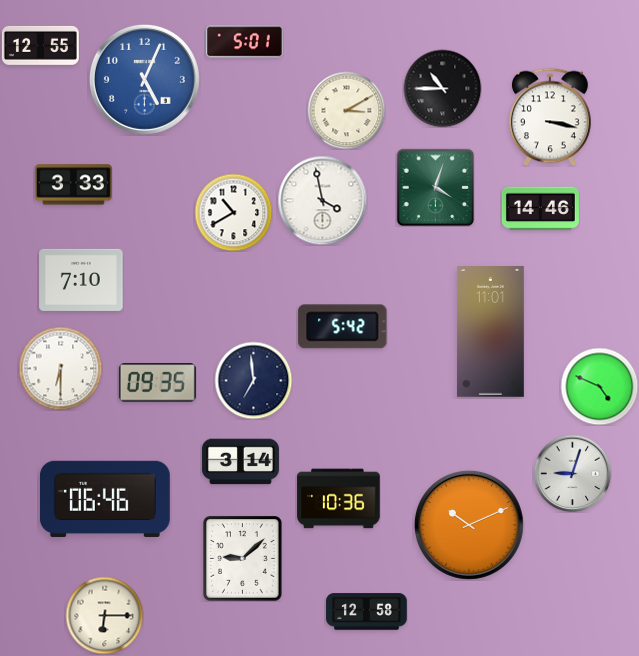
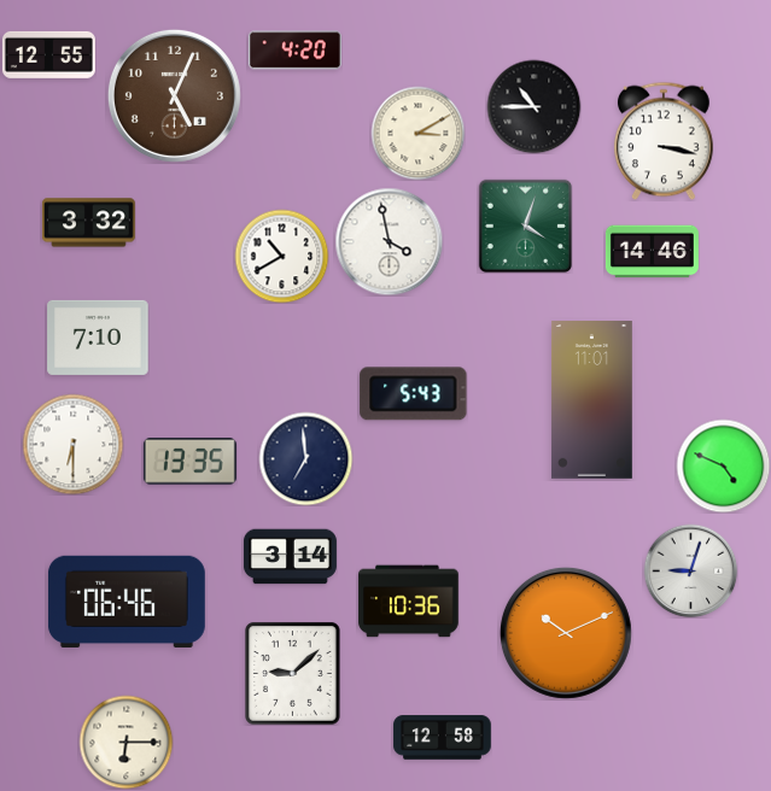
clock at (244, 42): 5:01 -> 4:20
clock at (144, 79) dial: blue -> brown
clock at (73, 185): 3:33 -> 3:32
clock at (343, 327): 5:42 -> 5:43
clock at (157, 383): 09:35 -> 13:35
